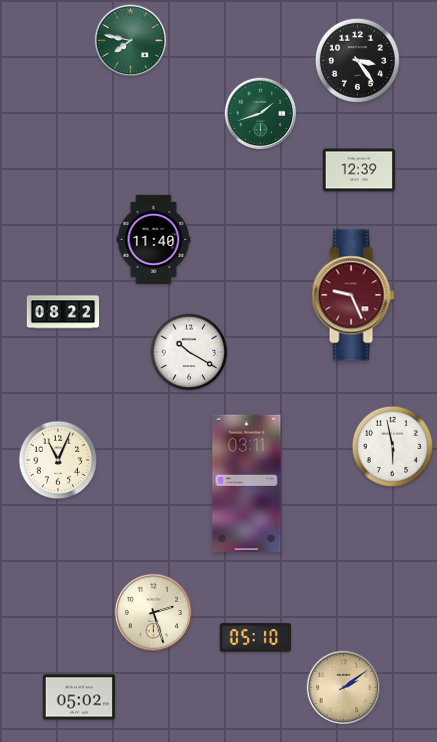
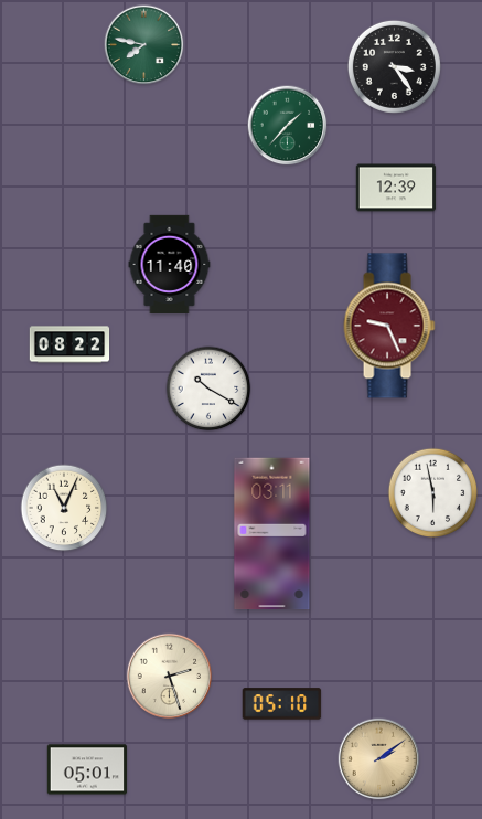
clock at (261, 114): 1:42 -> 1:37
clock at (79, 697): 05:02 -> 05:01
